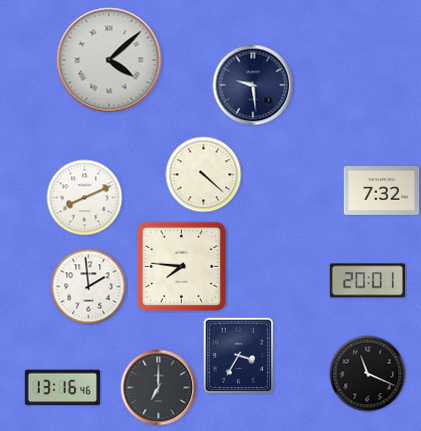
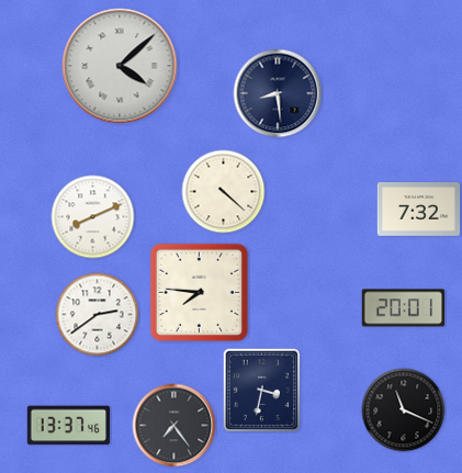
clock at (253, 85): 9:29 -> 8:29
clock at (89, 287): 1:59 -> 2:39
clock at (239, 356): 3:35 -> 3:32
clock at (63, 388): 13:16 -> 13:37
clock at (159, 388): 7:00 -> 7:24
